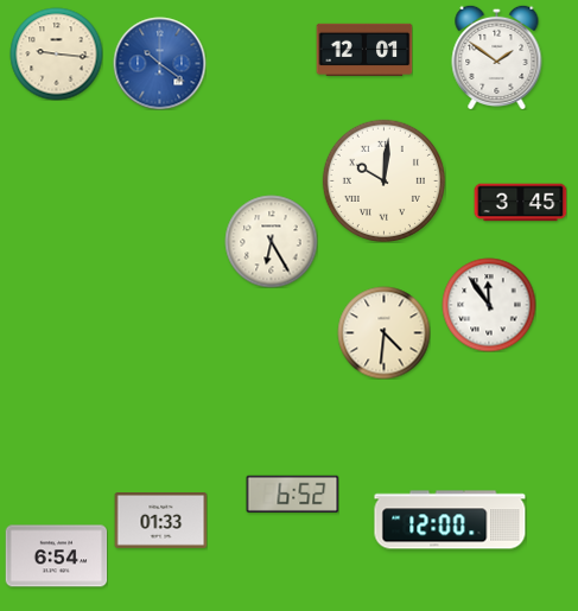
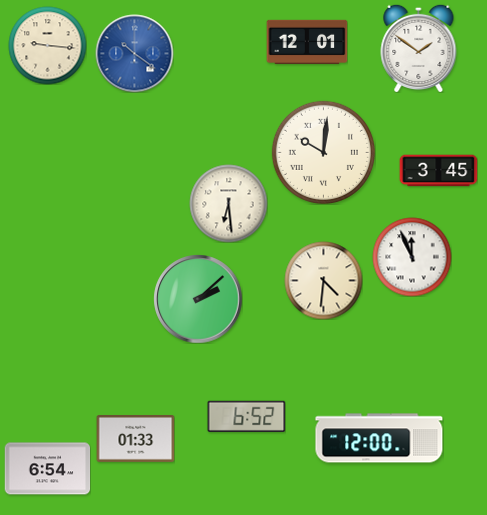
clock at (271, 241): 6:25 -> 6:29
clock at (489, 305): 11:54 -> 11:56
clock at (198, 299): none -> 2:08
